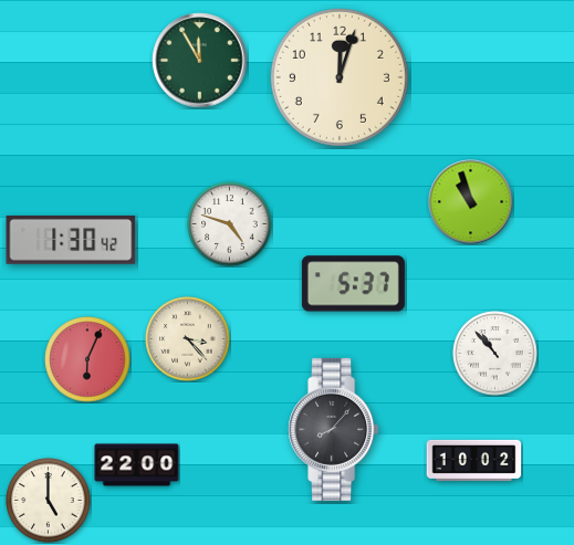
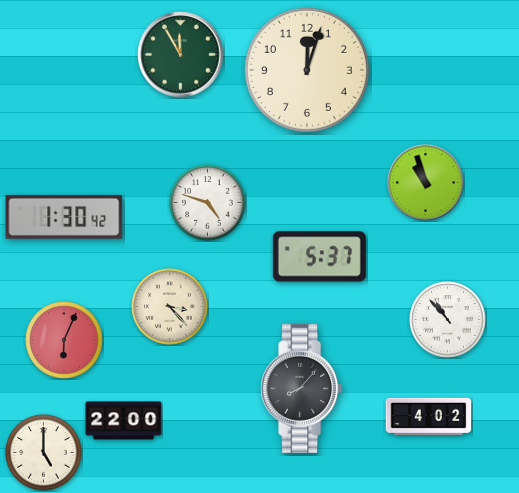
clock at (87, 359) position: (87, 359) -> (64, 340)
clock at (474, 460): 10:02 -> 4:02
